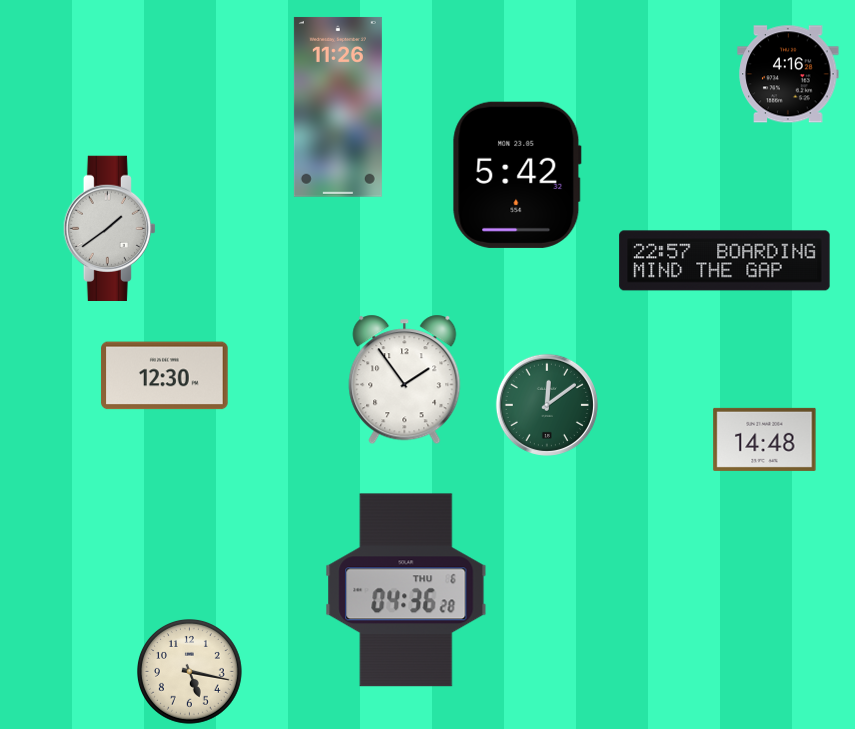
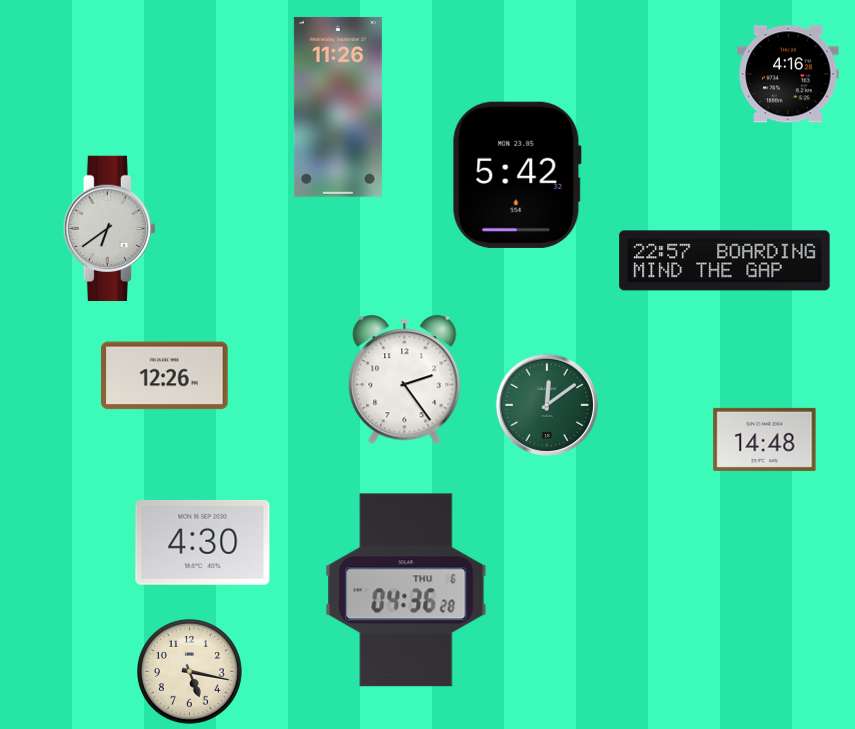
clock at (109, 228): 1:39 -> 6:39
clock at (165, 376): 12:30 -> 12:26
clock at (405, 380): 1:54 -> 2:24
clock at (203, 542): none -> 4:30
